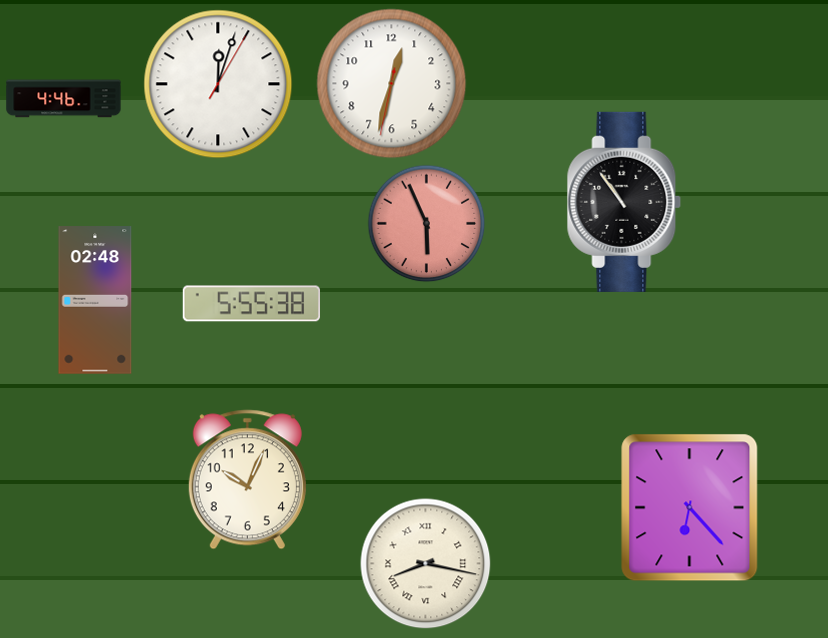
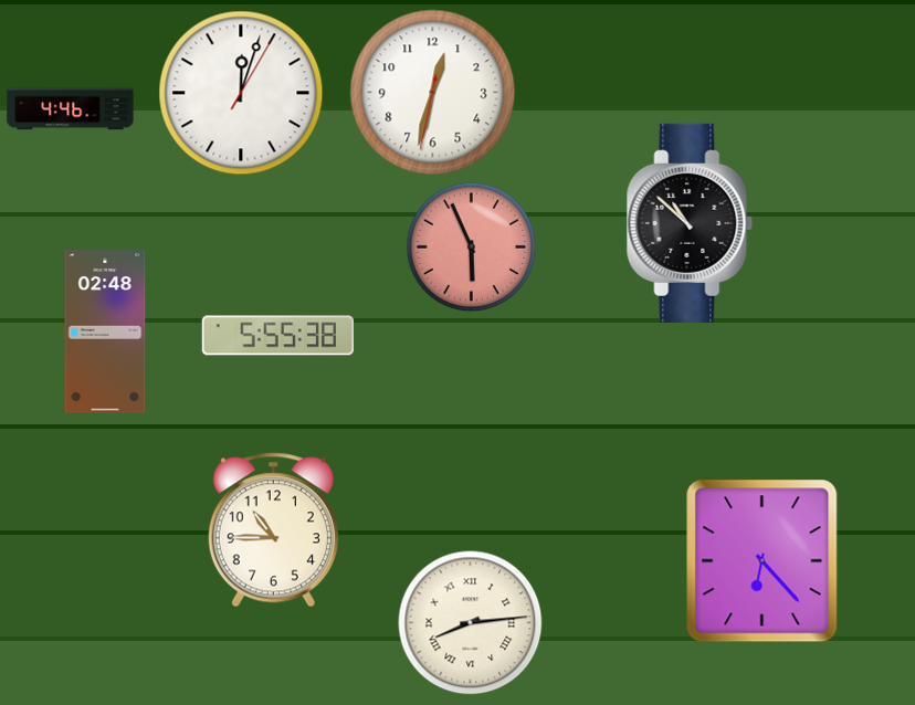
clock at (624, 202): 10:54 -> 10:52
clock at (247, 480): 10:04 -> 10:45
clock at (426, 564): 8:17 -> 8:14
